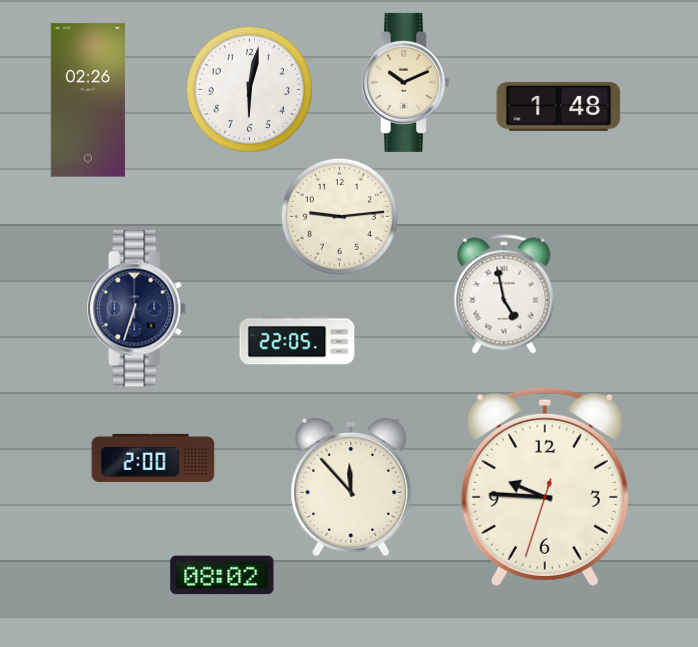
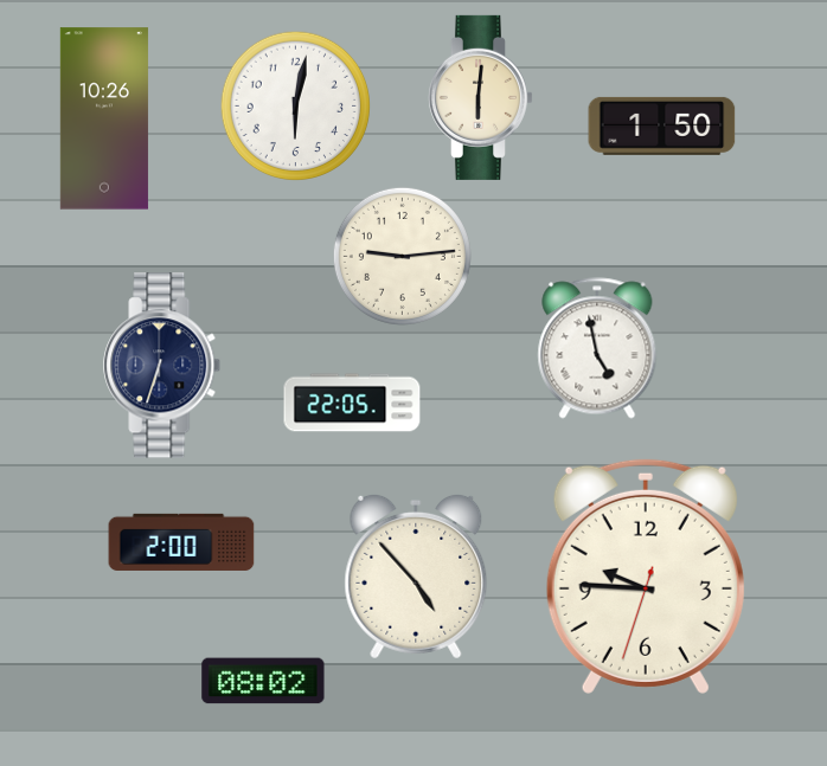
clock at (405, 82): 10:11 -> 6:01
clock at (88, 100): 02:26 -> 10:26
clock at (559, 106): 1:48 -> 1:50
clock at (351, 487): 11:53 -> 4:53
